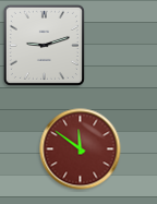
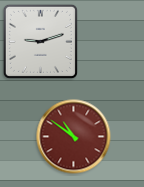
clock at (81, 149): 11:51 -> 10:51
